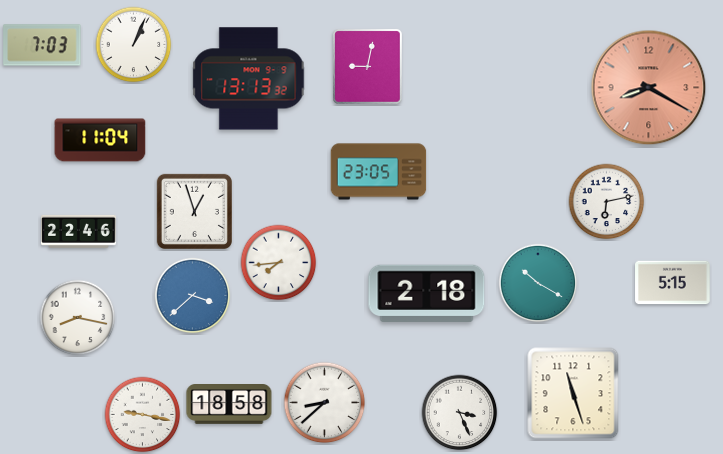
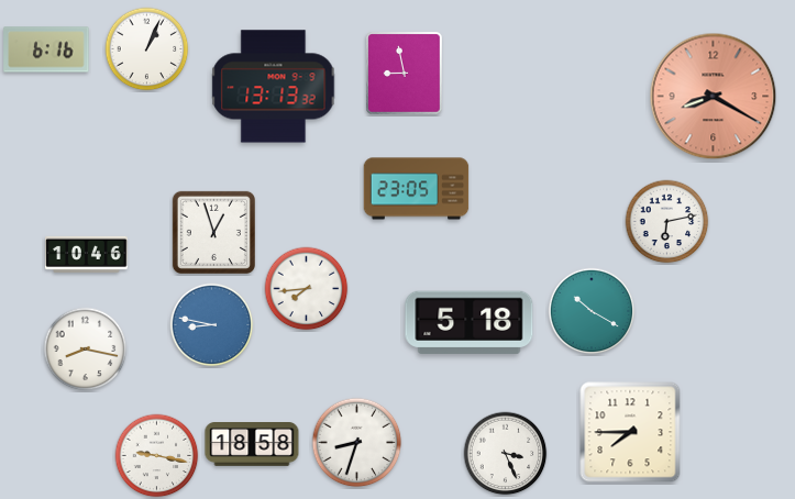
clock at (42, 45): 7:03 -> 6:16
clock at (368, 67): 9:02 -> 8:58
clock at (100, 140): 11:04 -> none
clock at (79, 231): 22:46 -> 10:46
clock at (673, 283): 5:15 -> none
clock at (427, 294): 2:18 -> 5:18
clock at (193, 296): 3:38 -> 8:47
clock at (573, 393): 11:27 -> 7:45
clock at (325, 403): 8:38 -> 8:33
